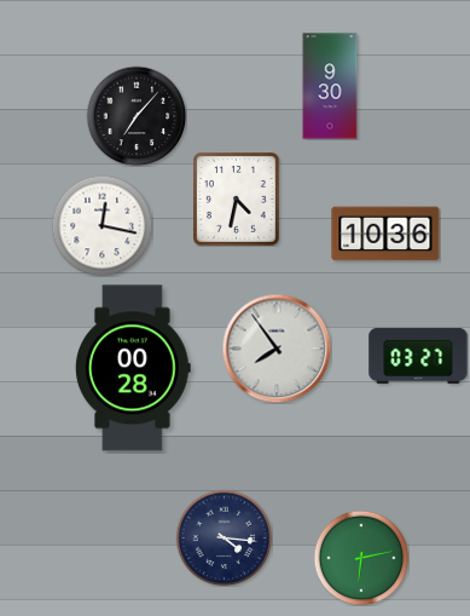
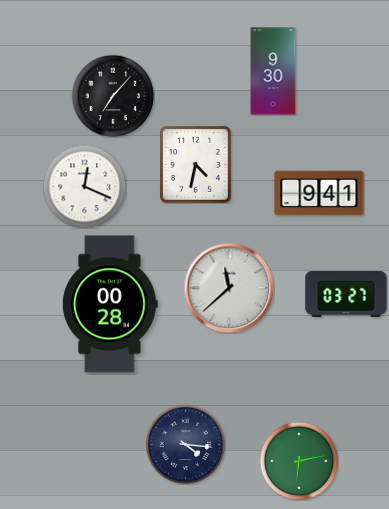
clock at (101, 225): 12:17 -> 12:19
clock at (385, 234): 10:36 -> 9:41
clock at (277, 349): 7:54 -> 11:38
